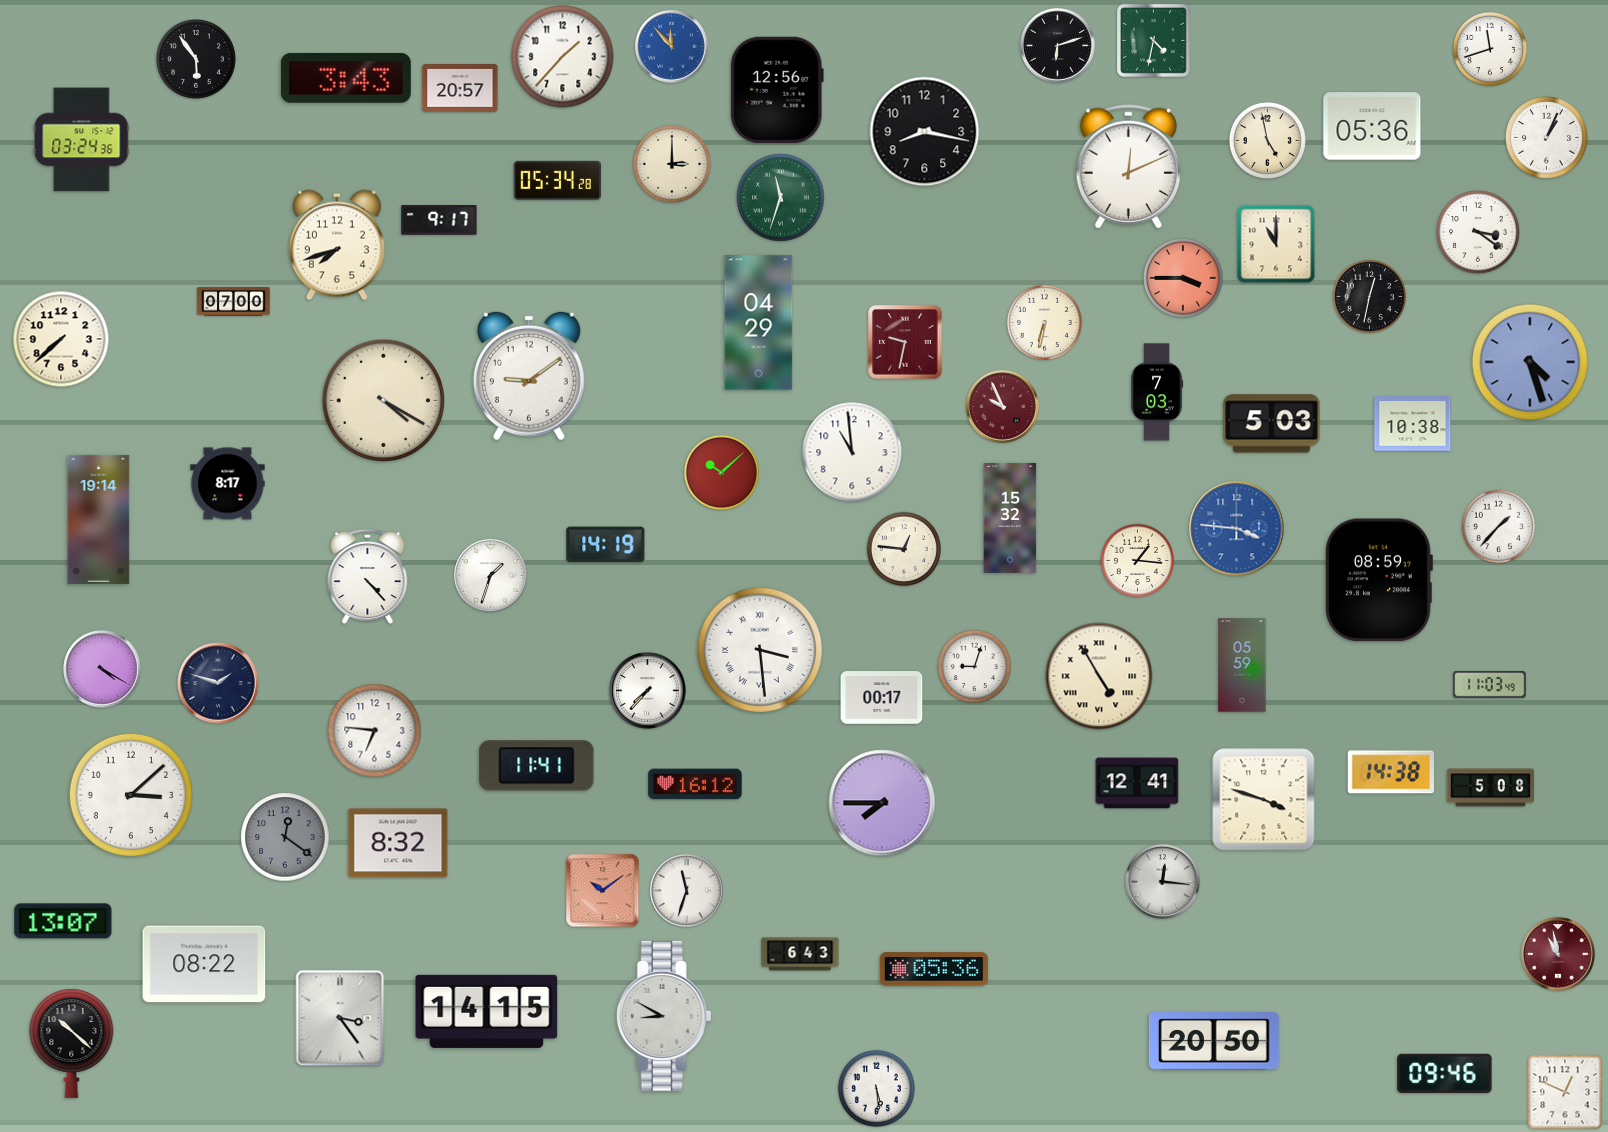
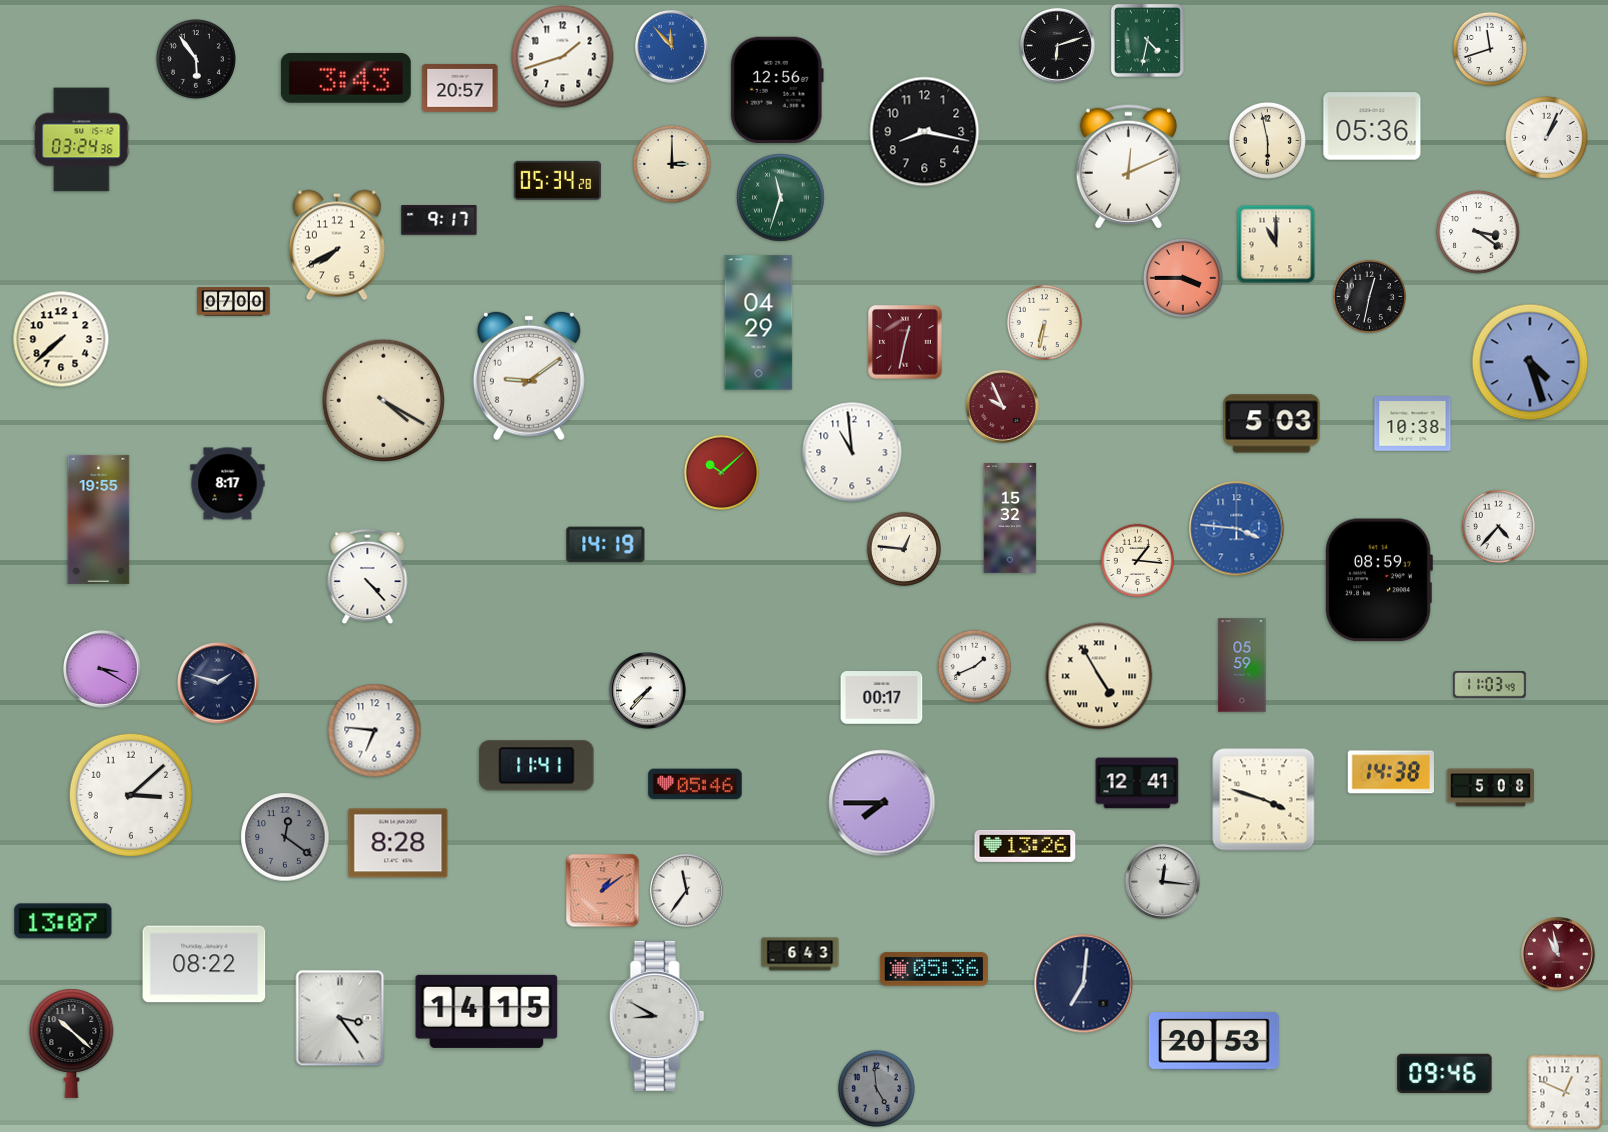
clock at (1153, 40) position: (1153, 40) -> (1147, 40)
clock at (563, 57): 1:37 -> 1:42
clock at (1267, 140): 4:58 -> 5:58
clock at (337, 245): 7:42 -> 7:40
clock at (905, 342): 9:32 -> 12:32
clock at (1158, 392): 7:03 -> none
clock at (99, 519): 19:14 -> 19:55
clock at (1498, 526): 1:37 -> 4:37
clock at (491, 576): 1:33 -> none
clock at (760, 650): 3:29 -> none
clock at (974, 666): 9:03 -> 1:41
clock at (102, 669): 4:20 -> 3:20
clock at (695, 784): 16:12 -> 05:46
clock at (398, 843): 8:32 -> 8:28
clock at (1025, 846): none -> 13:26
clock at (603, 891): 10:09 -> 1:09
clock at (687, 891): 11:33 -> 11:36
clock at (1084, 984): none -> 7:01
clock at (664, 1016) position: (664, 1016) -> (657, 1016)
clock at (1214, 1041): 20:50 -> 20:53
clock at (876, 1088): 5:29 -> 4:59
clock at (876, 1088) dial: white -> grey
